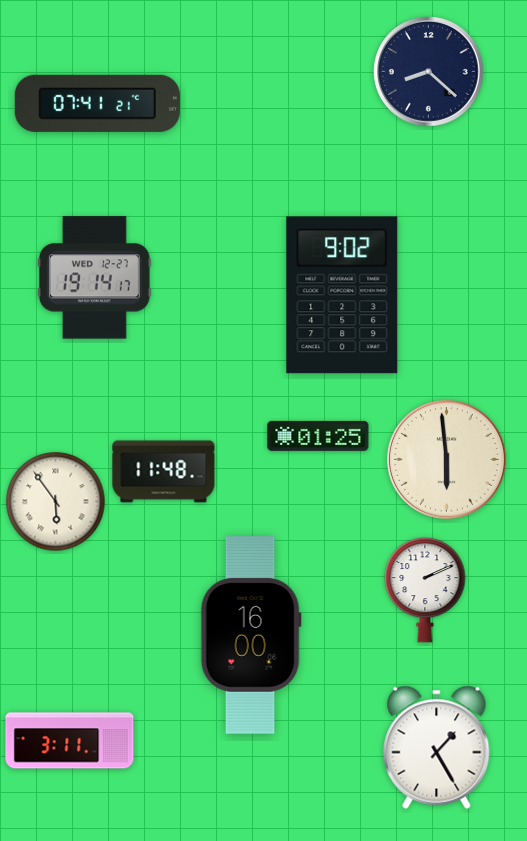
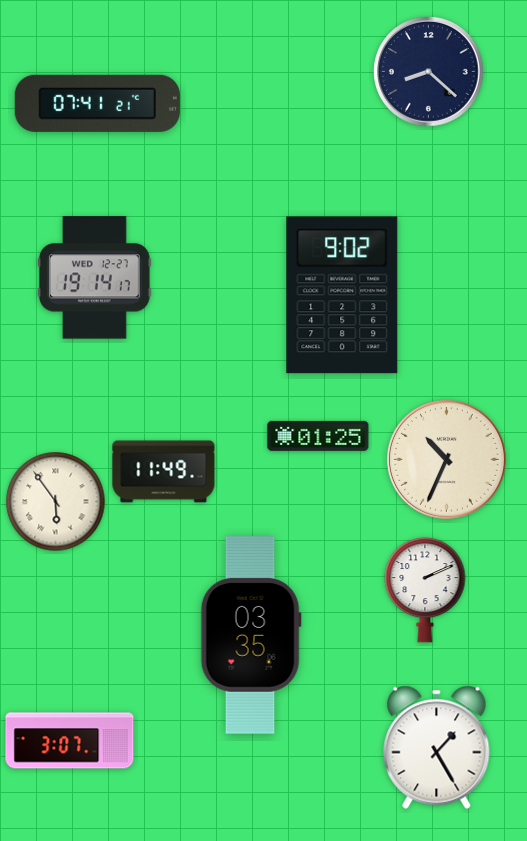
clock at (446, 459): 5:59 -> 10:34
clock at (164, 472): 11:48 -> 11:49
clock at (251, 635): 16:00 -> 03:35
clock at (70, 741): 3:11 -> 3:07
